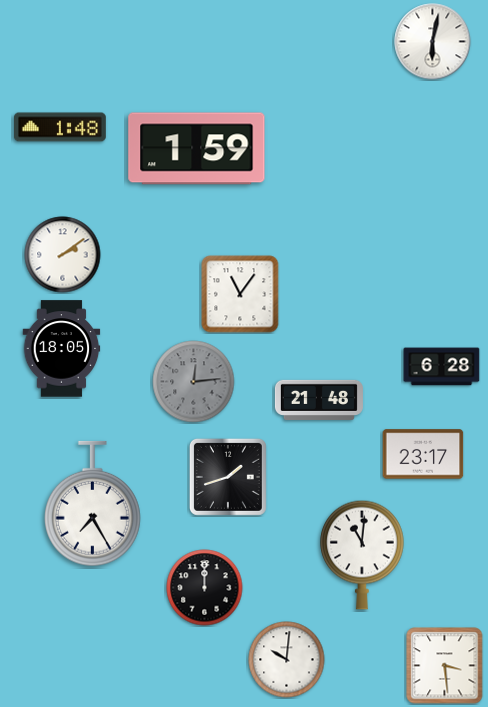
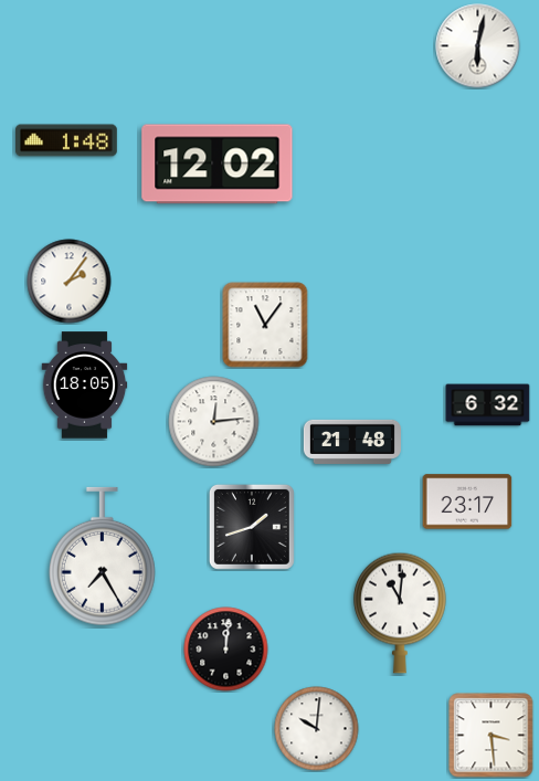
clock at (197, 149): 1:59 -> 12:02
clock at (63, 255): 2:09 -> 2:06
clock at (62, 349) position: (62, 349) -> (85, 386)
clock at (442, 367): 6:28 -> 6:32
clock at (194, 382) dial: grey -> white
clock at (205, 588): 12:00 -> 12:01
